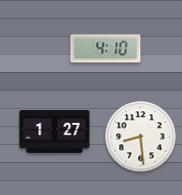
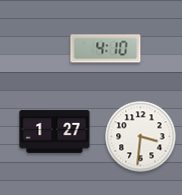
clock at (141, 137): 8:29 -> 3:31
